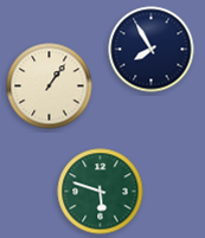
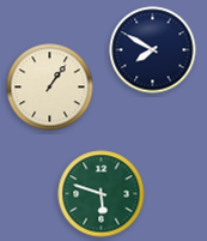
clock at (152, 50): 7:55 -> 7:50
